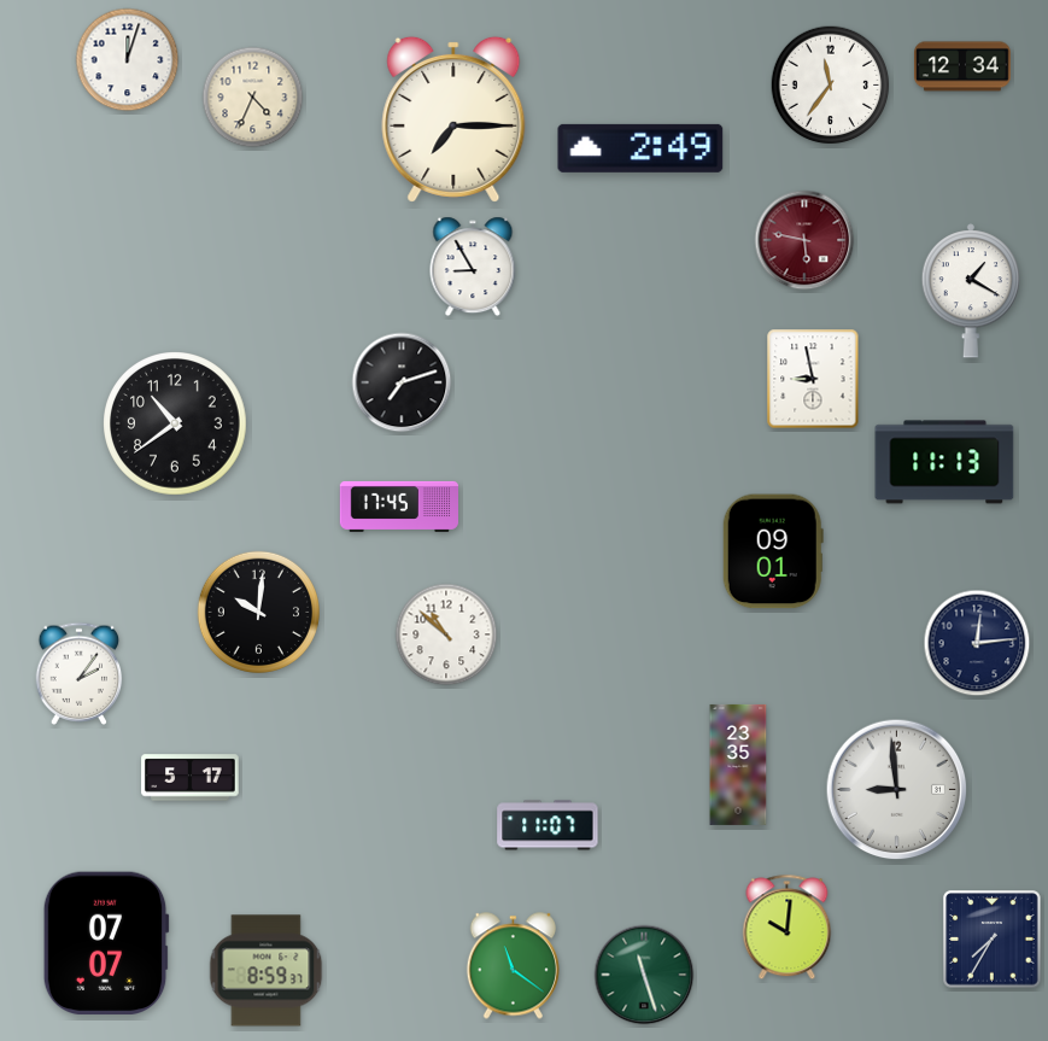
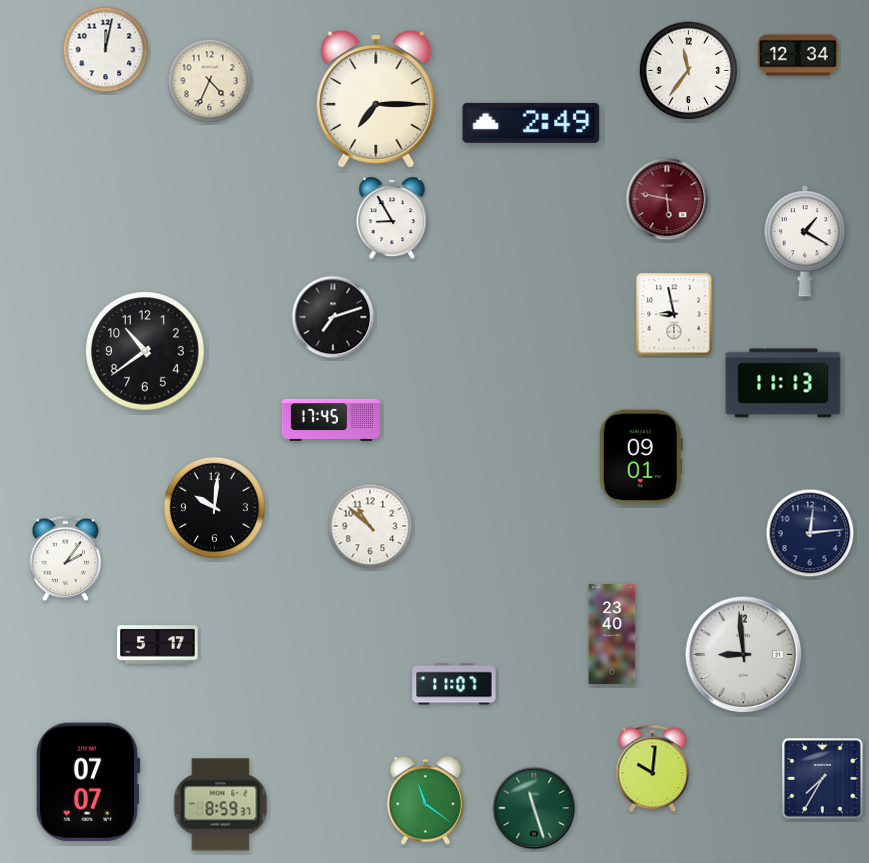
clock at (128, 60): 12:03 -> 12:02
clock at (473, 267) position: (473, 267) -> (392, 218)
clock at (738, 765): 23:35 -> 23:40
